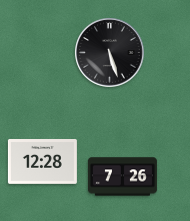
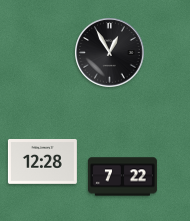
clock at (110, 53): 5:27 -> 12:55
clock at (122, 177): 7:26 -> 7:22
